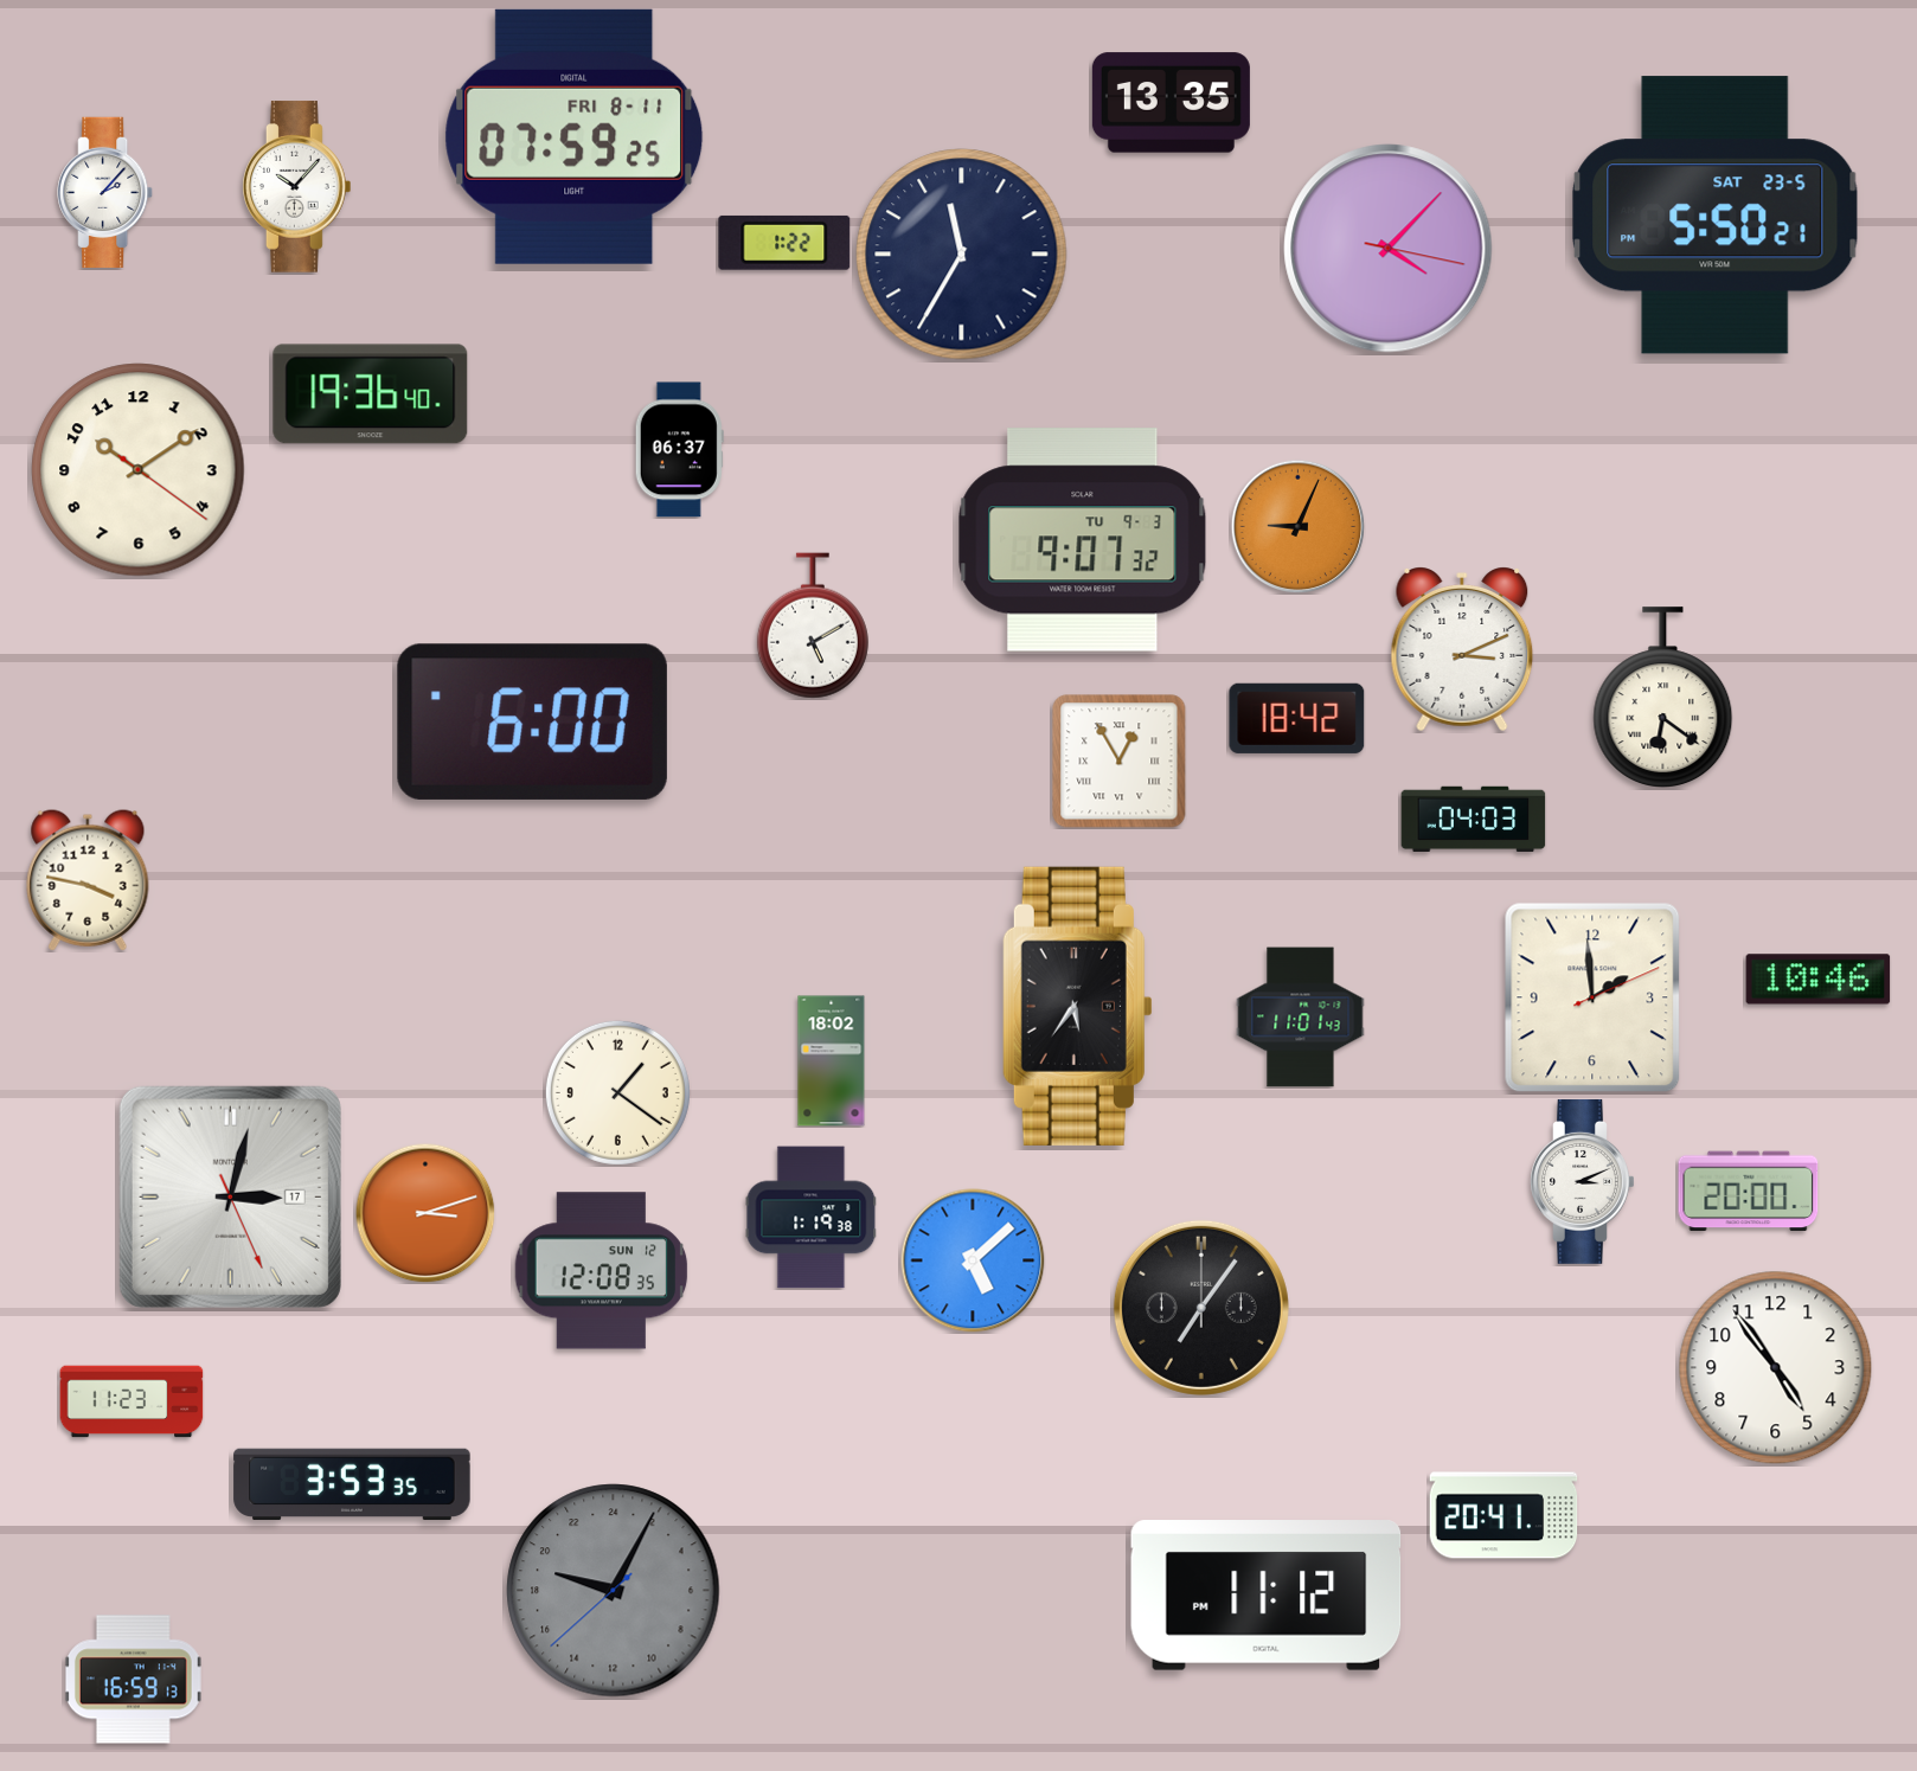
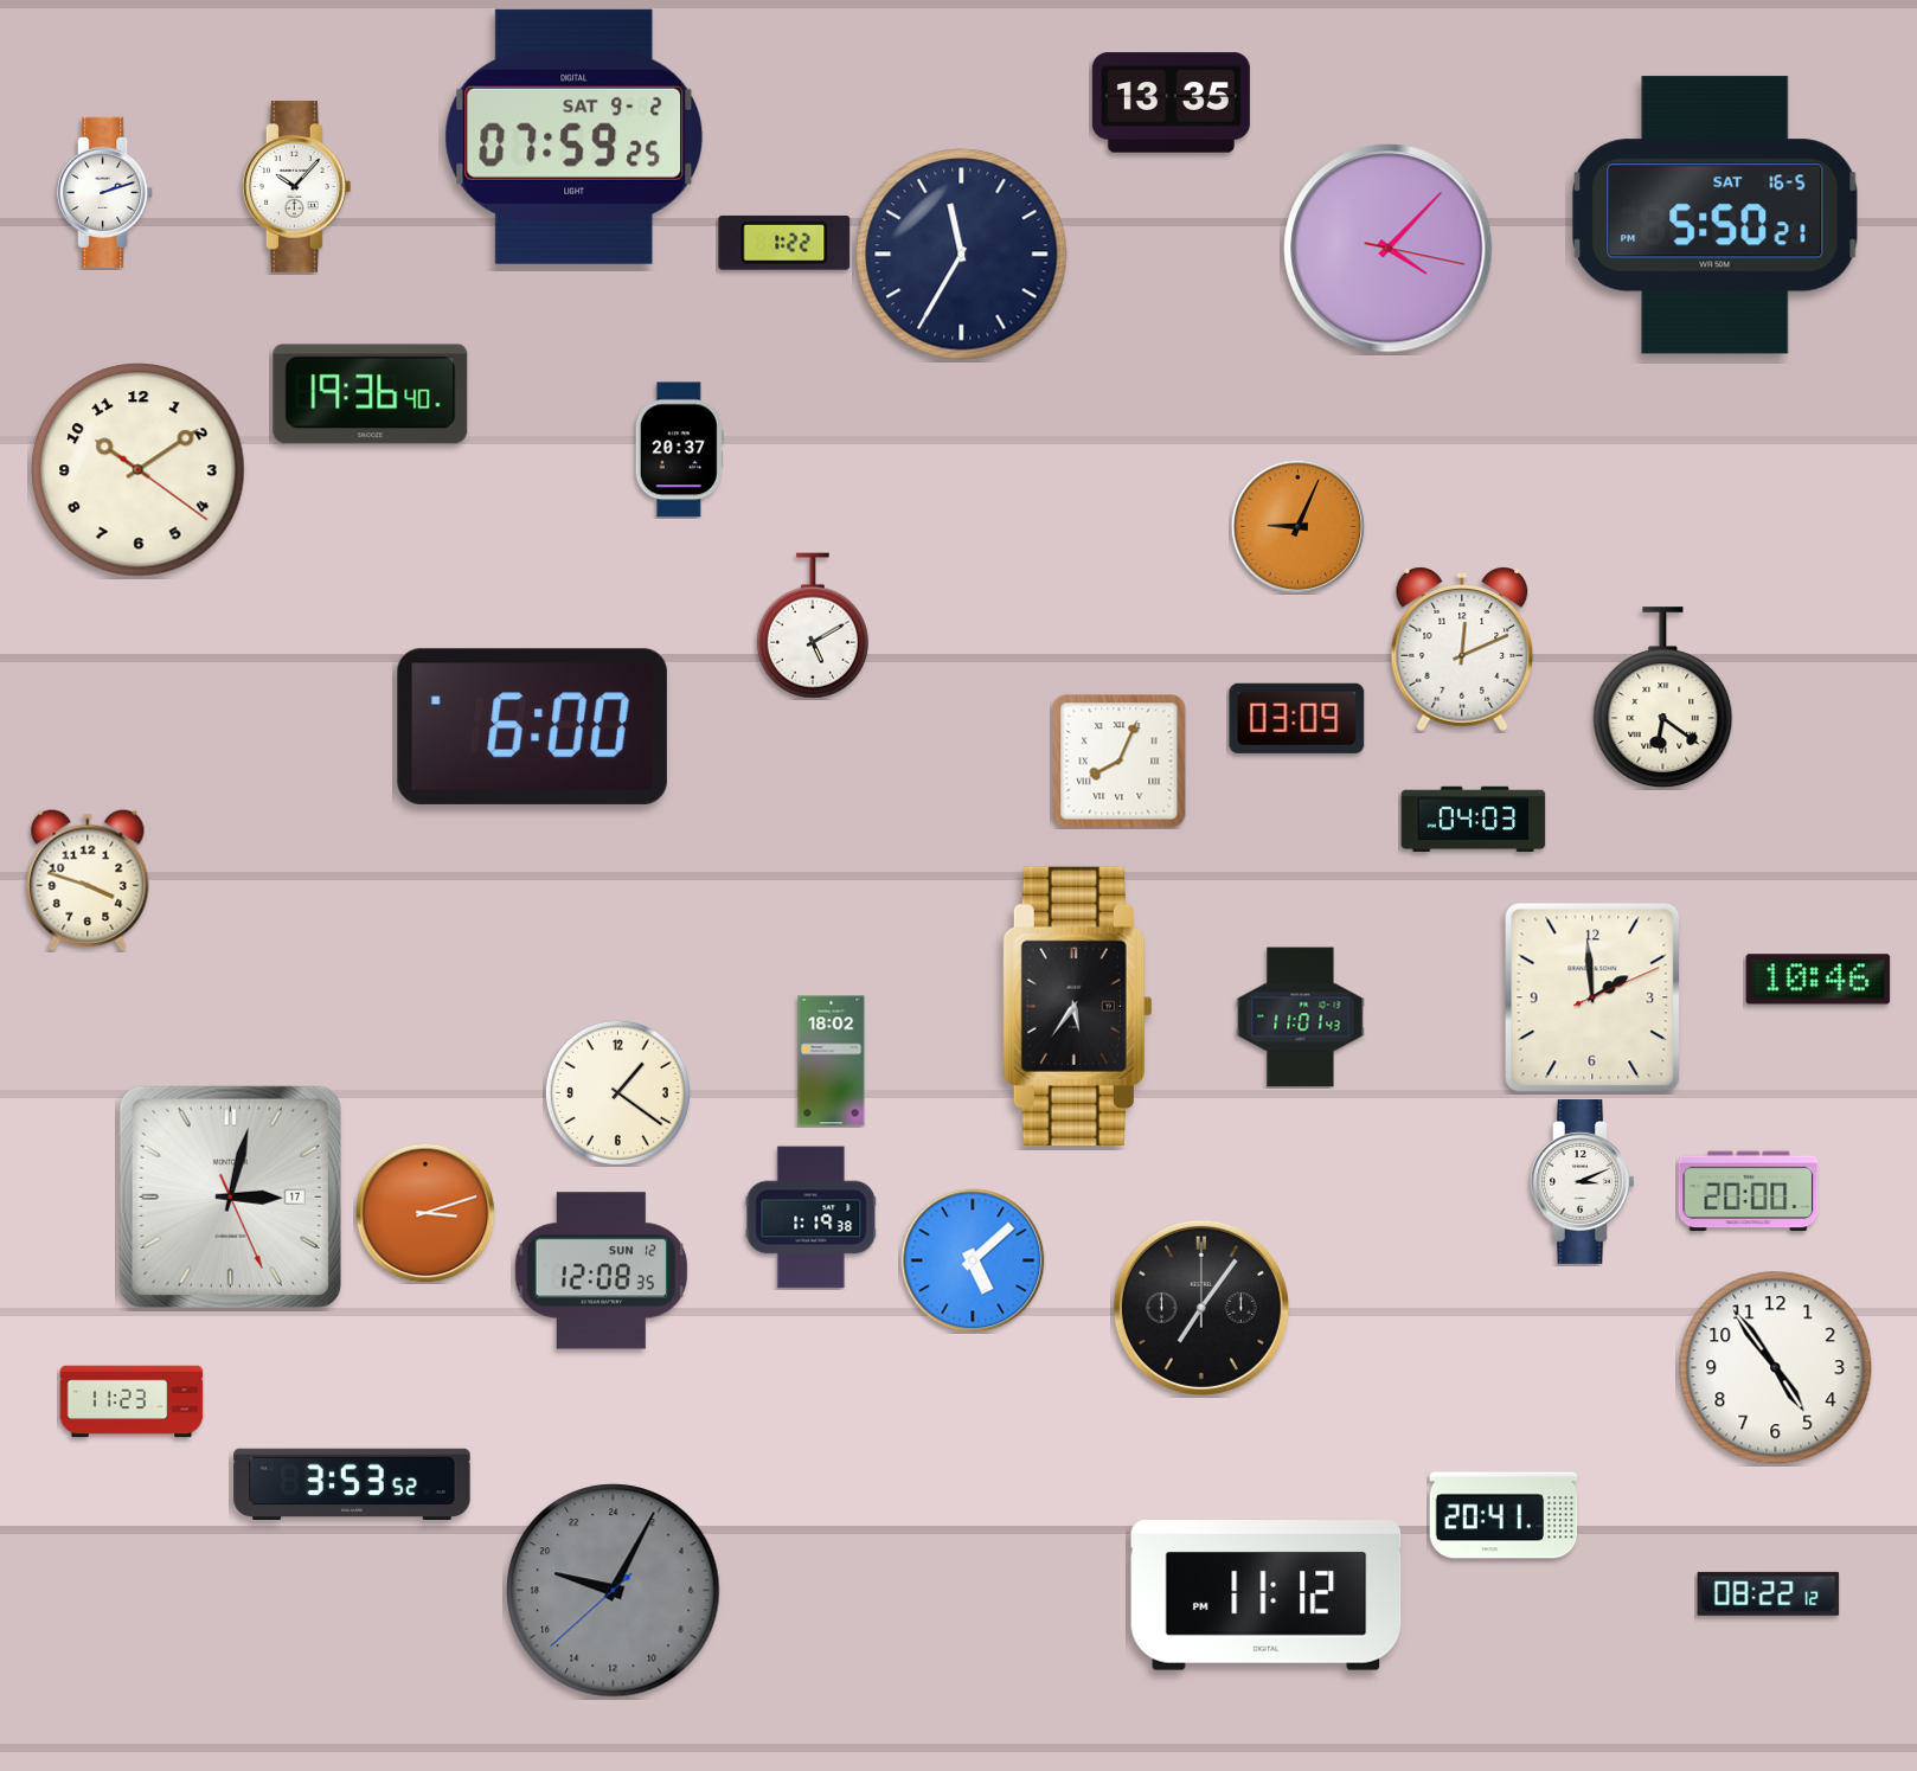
clock at (575, 136) date: FRI 8-11 -> SAT 9-2
clock at (105, 192): 2:07 -> 2:12
clock at (1716, 216) date: SAT 23-5 -> SAT 16-5
clock at (679, 450): 06:37 -> 20:37
clock at (1083, 540): 9:07 -> none
clock at (1462, 649): 3:11 -> 12:11
clock at (1297, 718): 18:42 -> 03:09
clock at (532, 721) position: (532, 721) -> (532, 726)
clock at (1120, 762): 12:55 -> 8:04
clock at (88, 880): 3:47 -> 3:48
clock at (352, 1484): 3:53:35 -> 3:53:52
clock at (1769, 1593): none -> 08:22
clock at (133, 1680): 16:59 -> none
